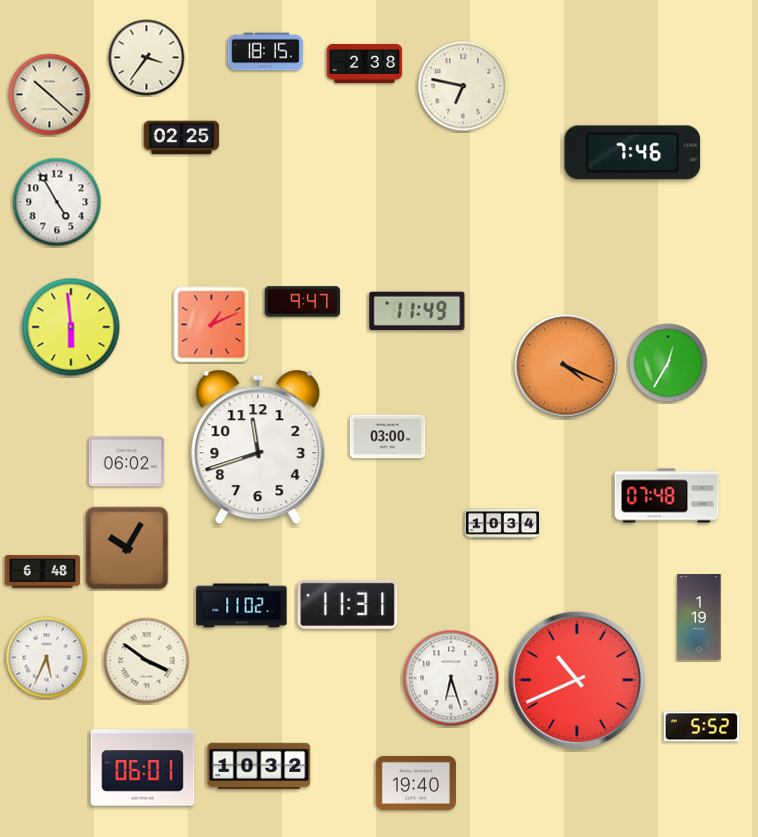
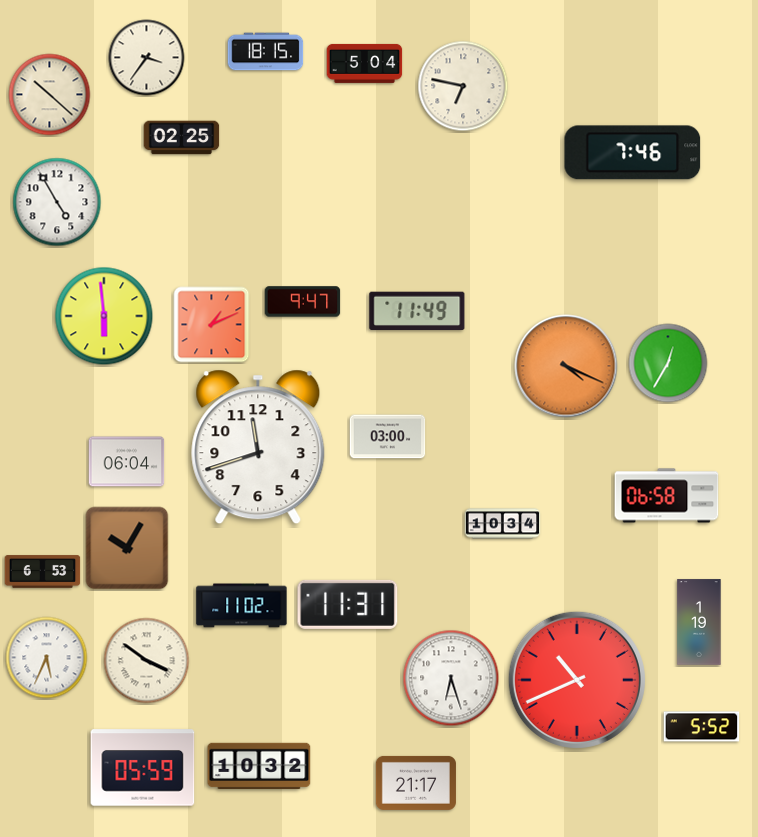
clock at (365, 63): 2:38 -> 5:04
clock at (71, 327) position: (71, 327) -> (104, 316)
clock at (127, 462): 06:02 -> 06:04
clock at (667, 496): 07:48 -> 06:58
clock at (43, 572): 6:48 -> 6:53
clock at (699, 617) position: (699, 617) -> (699, 622)
clock at (143, 768): 06:01 -> 05:59
clock at (416, 783): 19:40 -> 21:17
